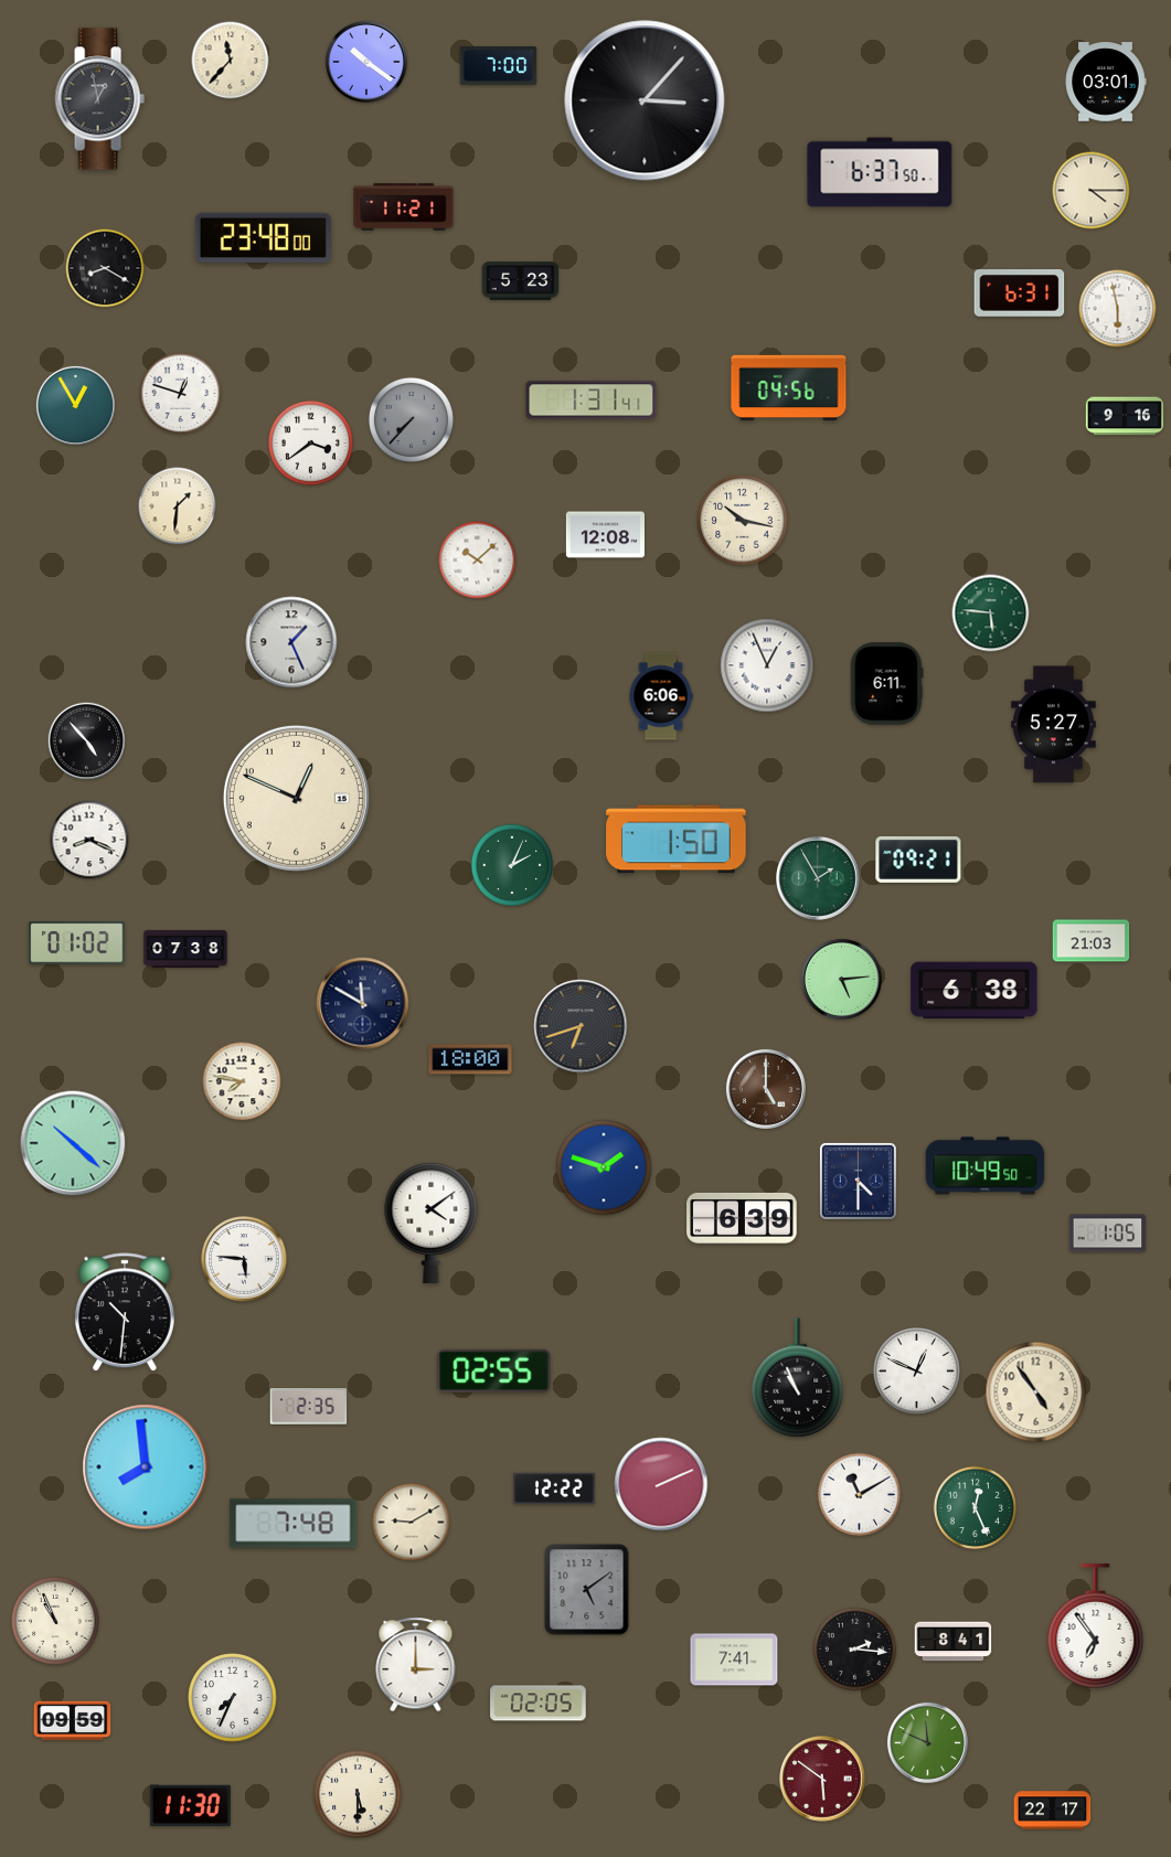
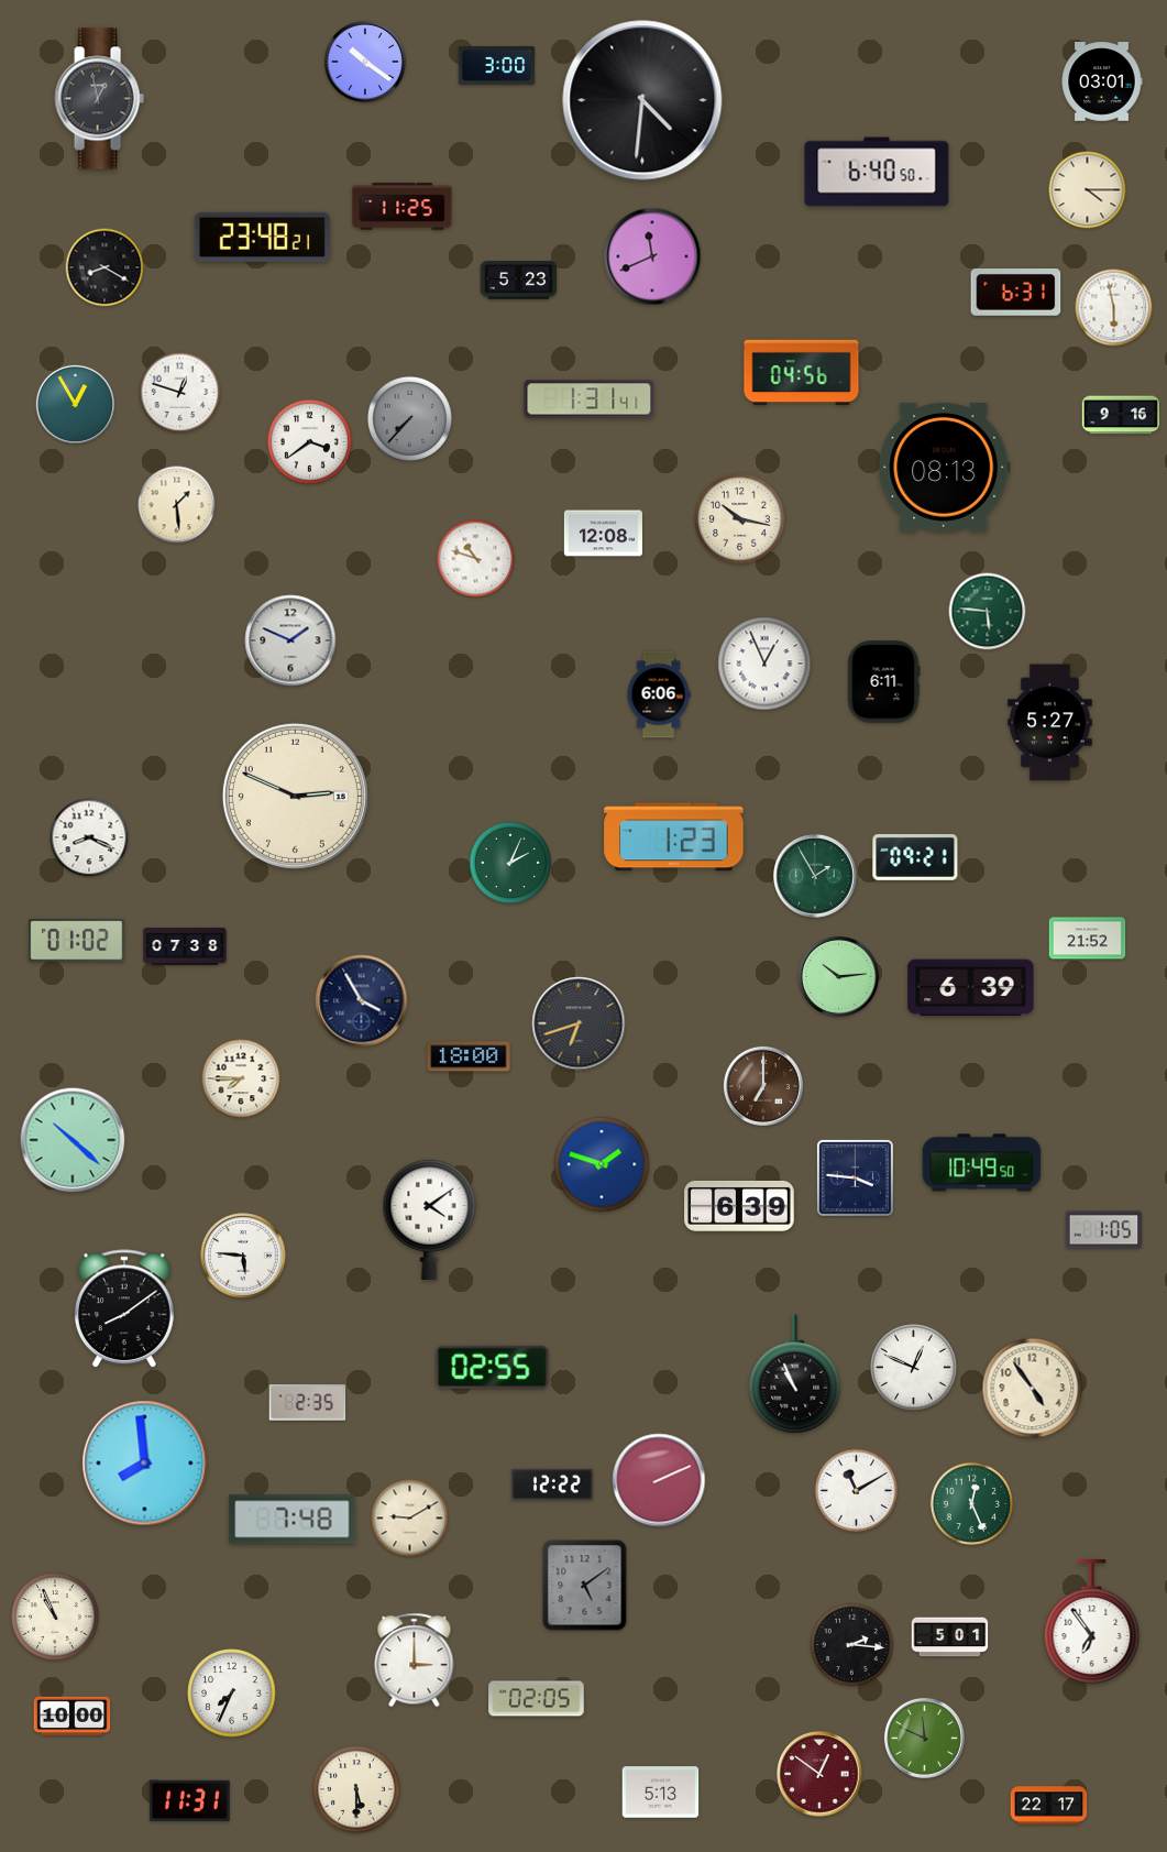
clock at (231, 61): 11:37 -> none
clock at (499, 65): 7:00 -> 3:00
clock at (645, 100): 3:07 -> 4:31
clock at (880, 172): 6:37 -> 6:40
clock at (404, 207): 11:21 -> 11:25
clock at (263, 237): 23:48:00 -> 23:48:21
clock at (652, 256): none -> 11:41
clock at (789, 388) position: (789, 388) -> (802, 373)
clock at (945, 468): none -> 08:13
clock at (178, 506): 1:31 -> 1:29
clock at (478, 561): 10:08 -> 10:48
clock at (291, 642): 1:26 -> 1:49
clock at (87, 741): 4:53 -> none
clock at (296, 798): 12:49 -> 2:49
clock at (677, 840): 1:50 -> 1:23
clock at (1092, 941): 21:03 -> 21:52
clock at (841, 979): 5:14 -> 10:14
clock at (975, 991): 6:38 -> 6:39
clock at (363, 1004): 11:50 -> 3:55
clock at (242, 1081): 7:47 -> 7:45
clock at (766, 1089): 5:00 -> 7:00
clock at (858, 1181): 4:30 -> 3:46
clock at (742, 1218) position: (742, 1218) -> (739, 1206)
clock at (125, 1313): 10:31 -> 8:09
clock at (954, 1642): 8:41 -> 5:01
clock at (734, 1659): 7:41 -> none
clock at (73, 1721): 09:59 -> 10:00
clock at (822, 1779): 5:51 -> 12:51
clock at (661, 1793): none -> 5:13
clock at (190, 1805): 11:30 -> 11:31
